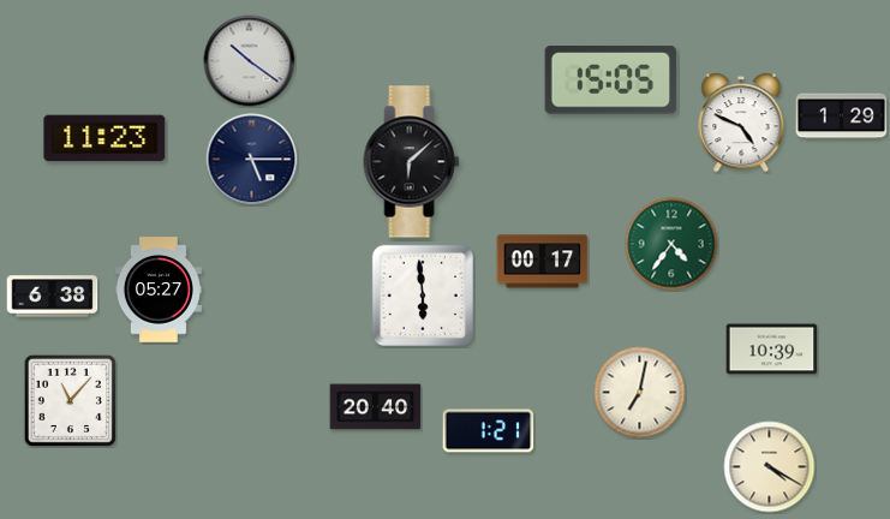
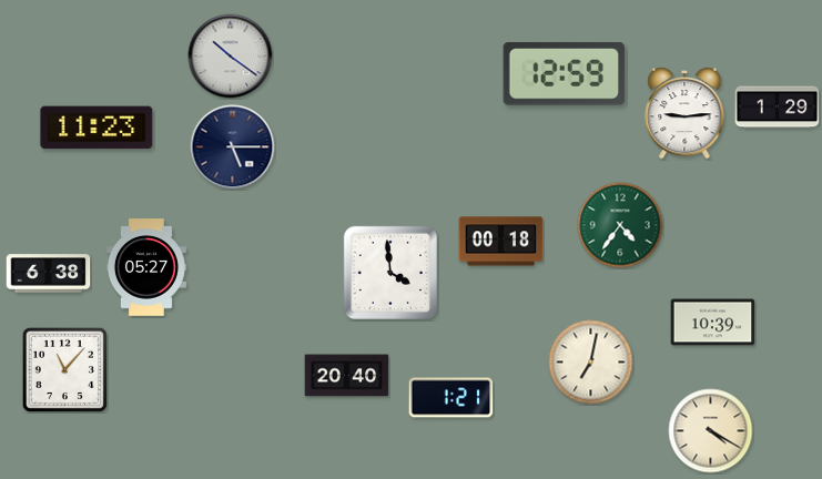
clock at (611, 80): 15:05 -> 12:59
clock at (741, 123): 4:49 -> 9:14
clock at (412, 162): 6:08 -> none
clock at (543, 262): 00:17 -> 00:18
clock at (423, 296): 5:59 -> 3:59
